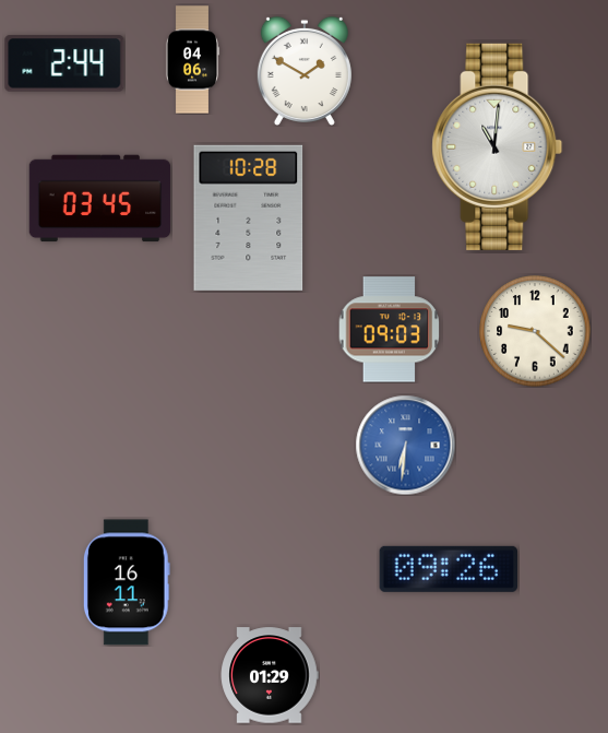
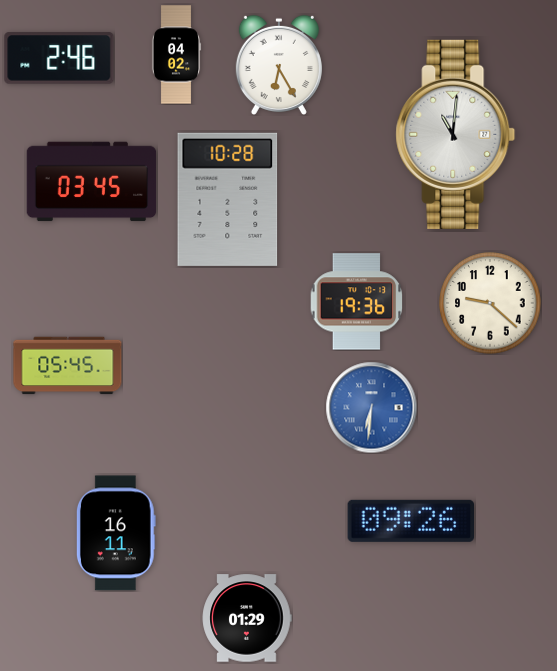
clock at (192, 60): 04:06 -> 04:02
clock at (64, 63): 2:44 -> 2:46
clock at (305, 70): 1:50 -> 6:25
clock at (390, 330): 09:03 -> 19:36
clock at (68, 366): none -> 05:45
